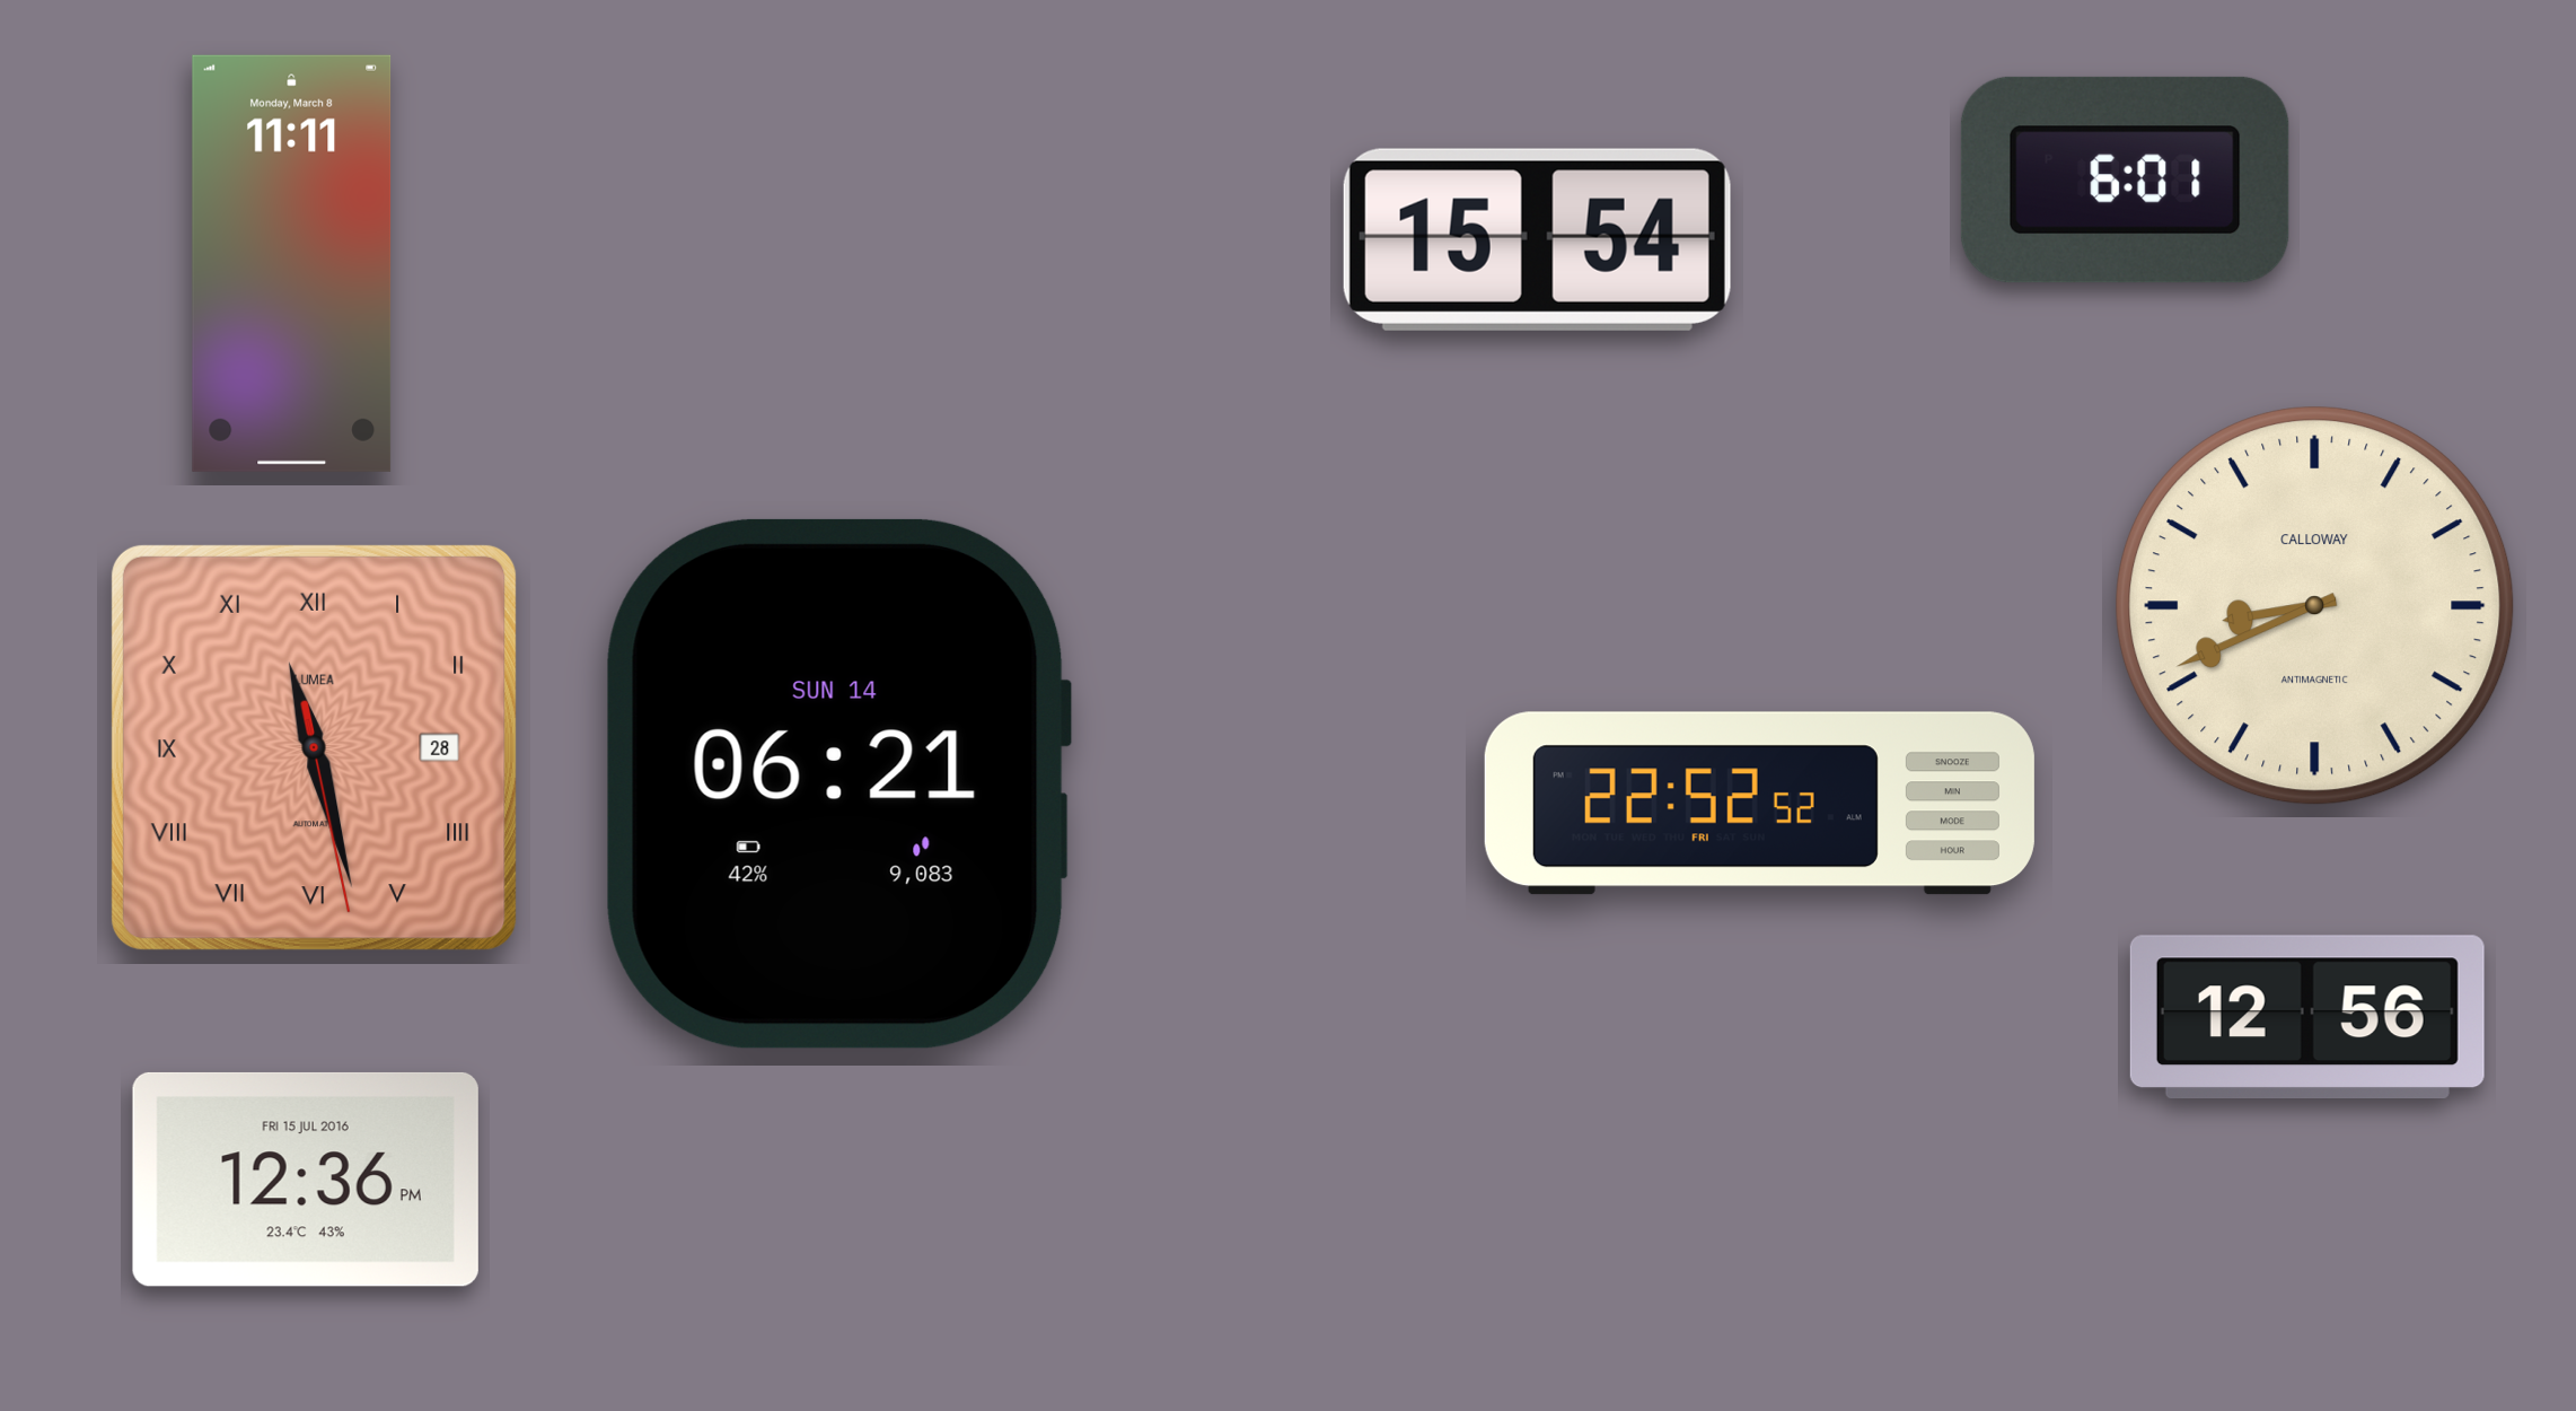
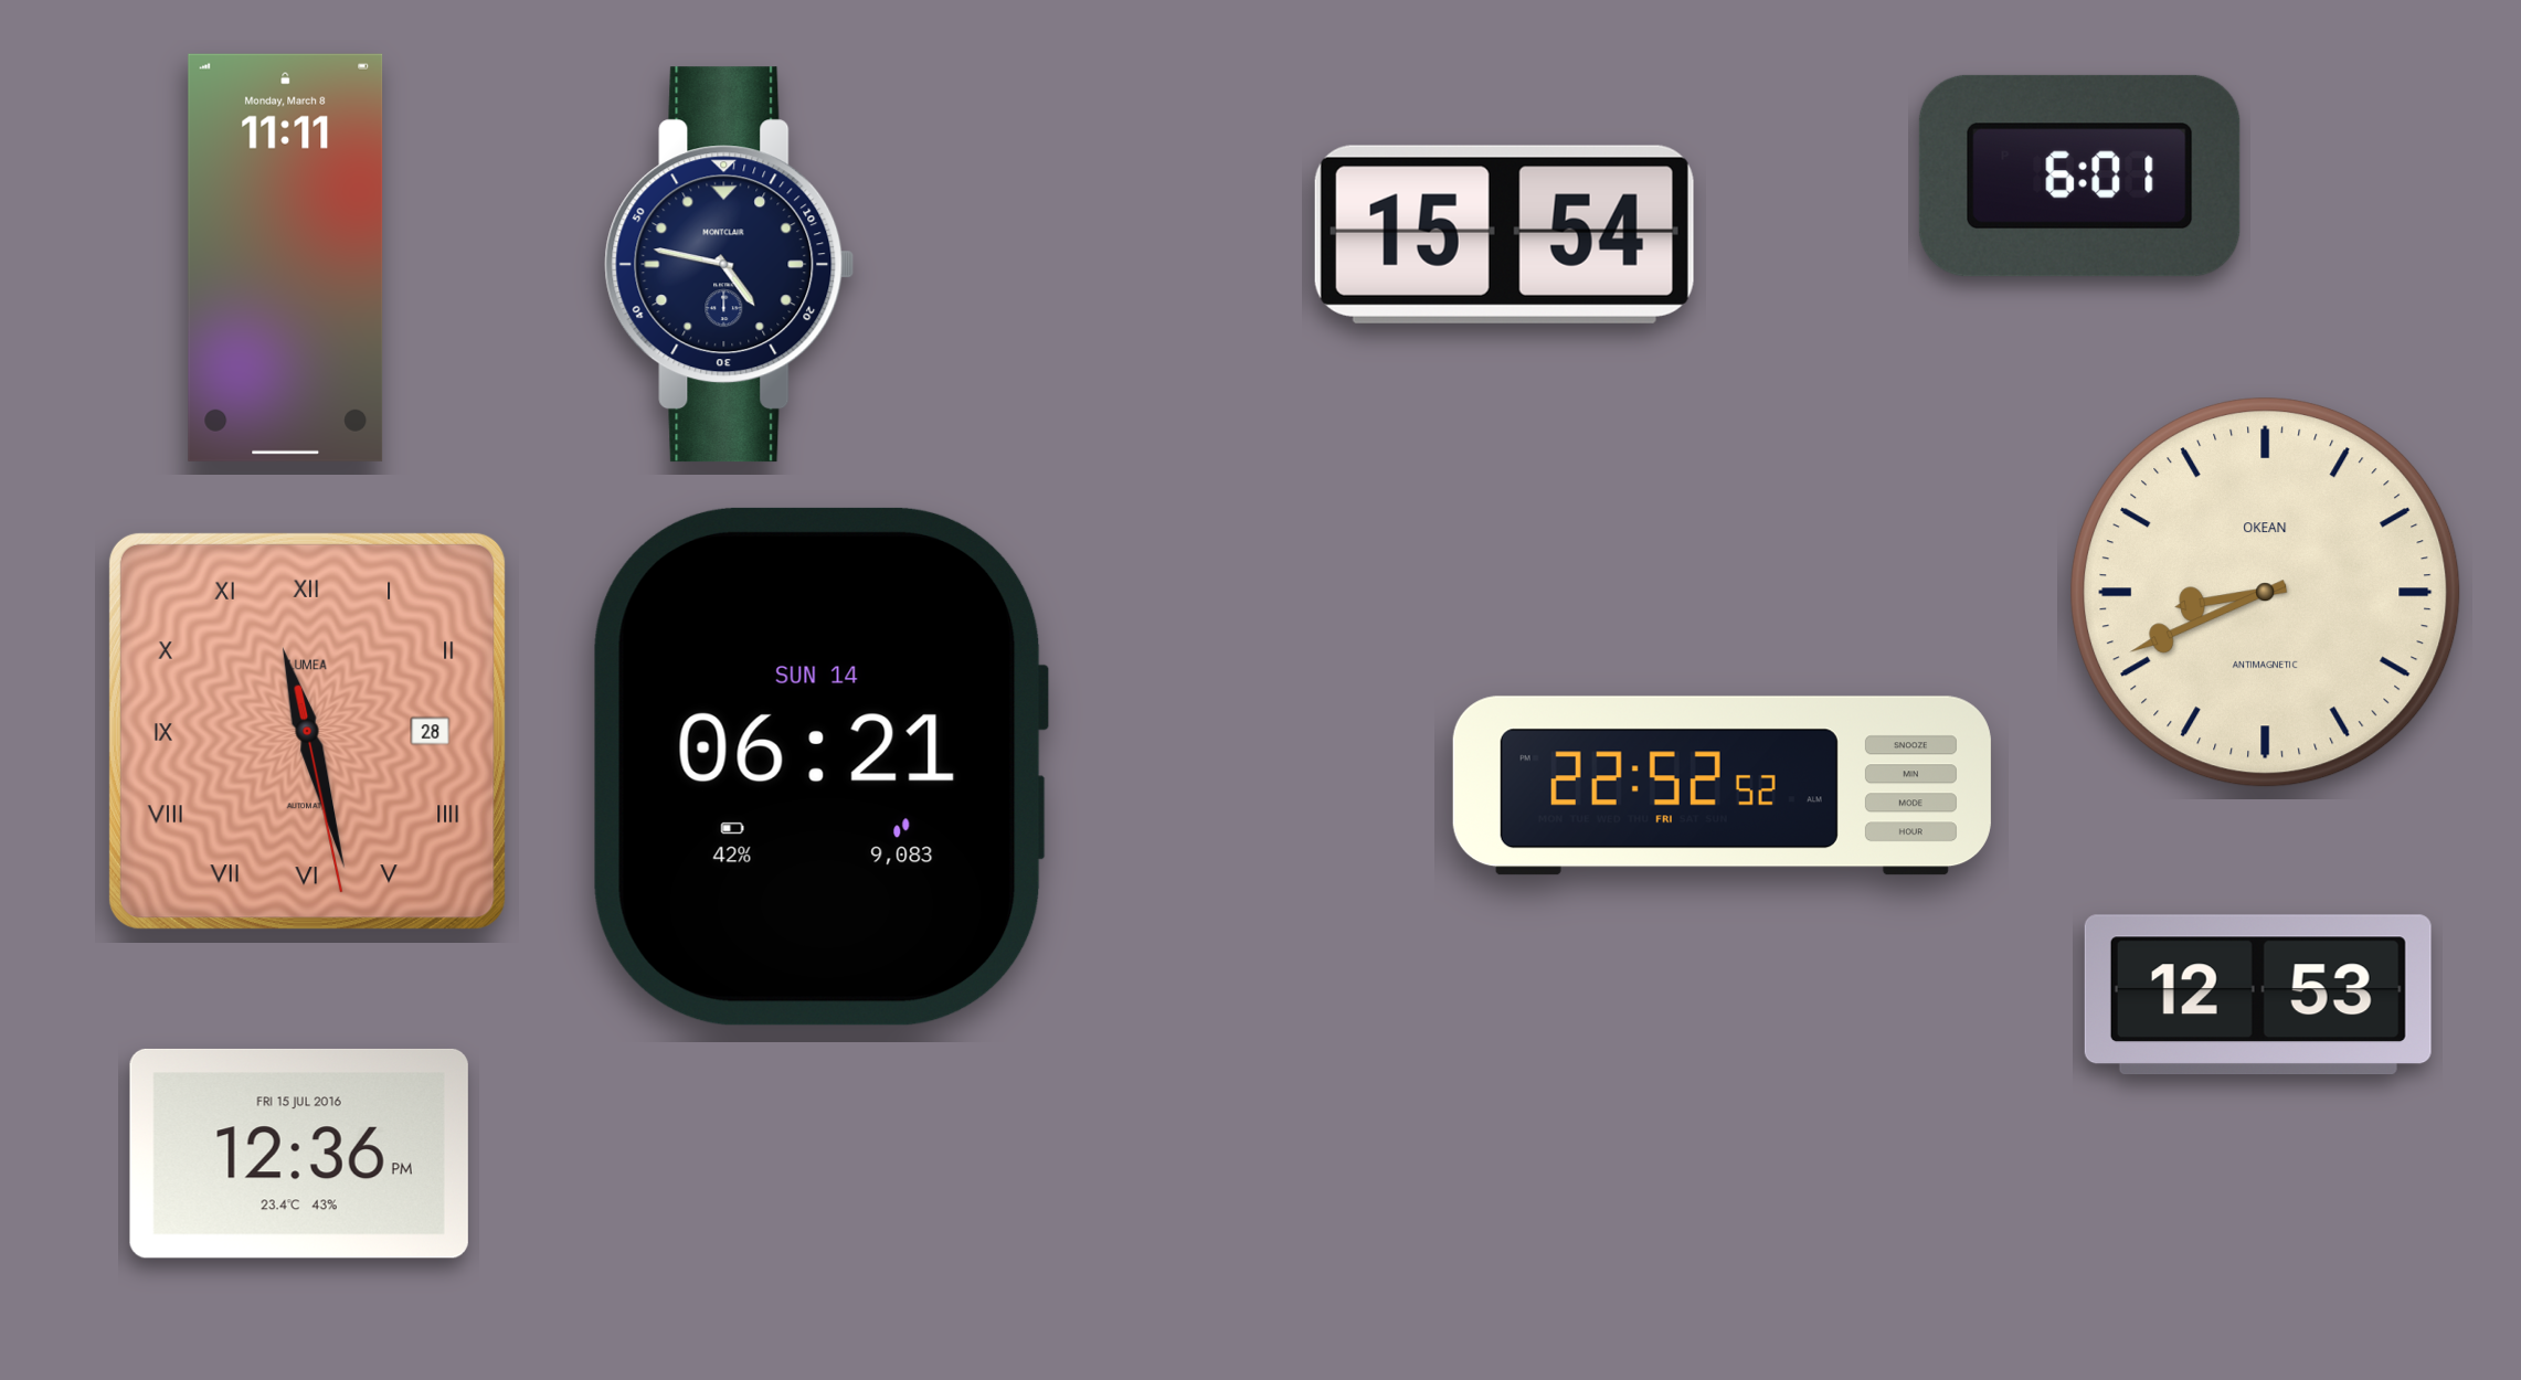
clock at (730, 265): none -> 4:47
clock at (2315, 606) brand: CALLOWAY -> OKEAN
clock at (2307, 1017): 12:56 -> 12:53
